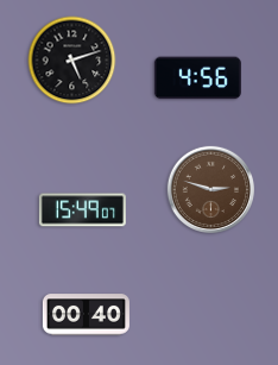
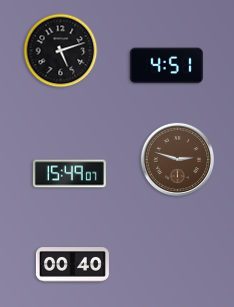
clock at (197, 78): 4:56 -> 4:51
clock at (82, 210) position: (82, 210) -> (69, 174)
